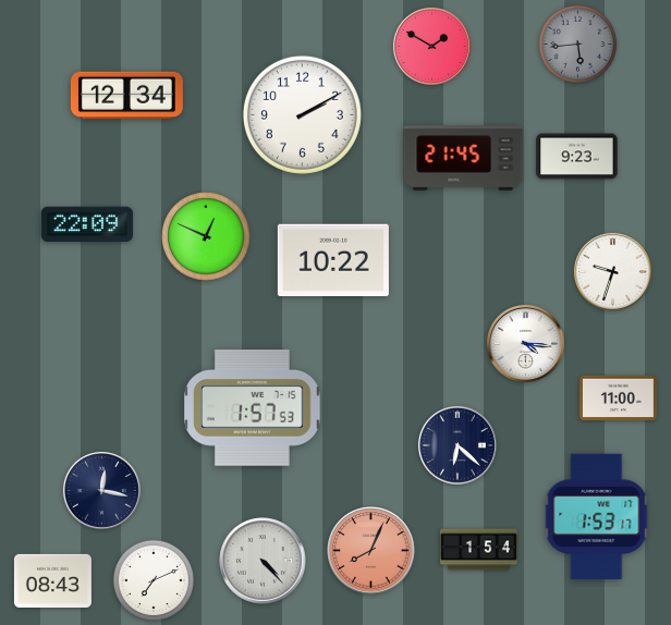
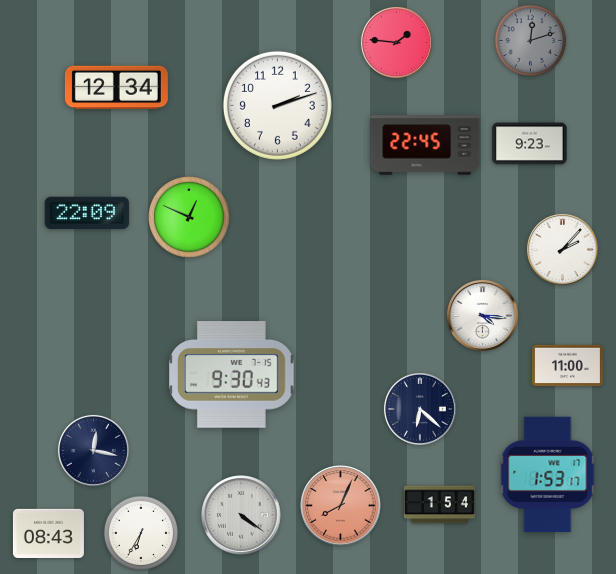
clock at (578, 45): 5:44 -> 12:12
clock at (431, 46): 1:50 -> 1:46
clock at (302, 114): 2:10 -> 2:12
clock at (463, 158): 21:45 -> 22:45
clock at (87, 224) position: (87, 224) -> (87, 213)
clock at (333, 259): 10:22 -> none
clock at (612, 271): 9:33 -> 2:07
clock at (253, 408): 1:57 -> 9:30
clock at (263, 561): 4:23 -> 4:21
clock at (154, 580): 7:11 -> 6:35
